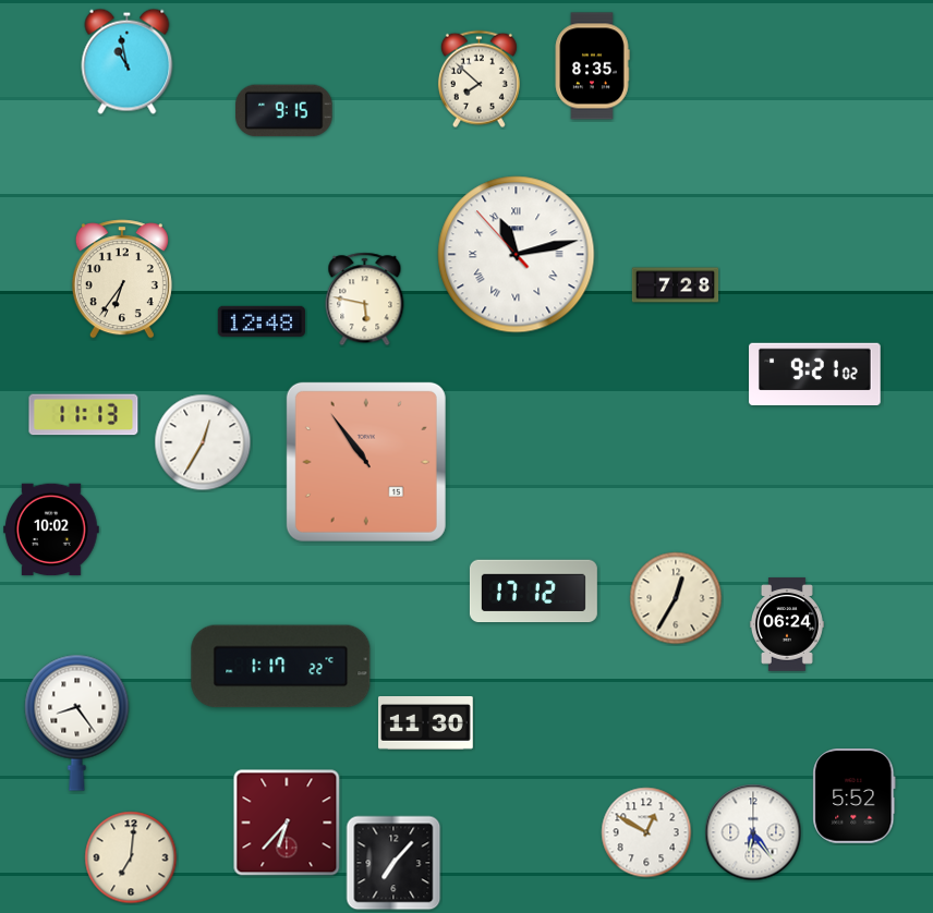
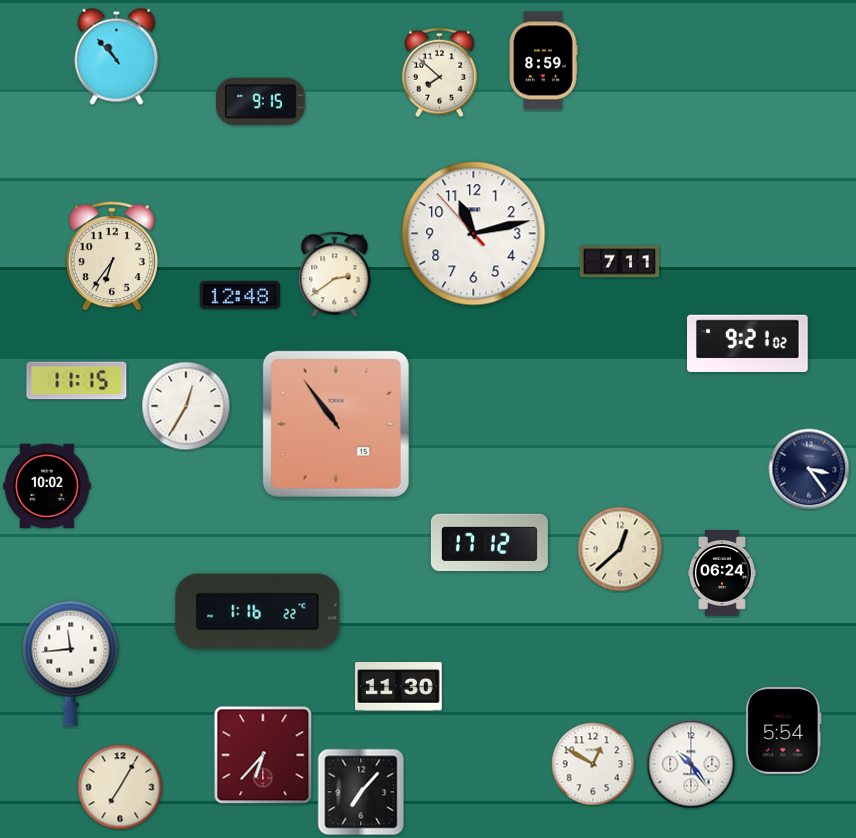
clock at (128, 61): 10:58 -> 10:53
clock at (592, 66): 8:35 -> 8:59
clock at (517, 255) numerals: Roman -> Arabic
clock at (676, 285): 7:28 -> 7:11
clock at (365, 300): 5:47 -> 2:39
clock at (84, 415): 11:13 -> 11:15
clock at (809, 469): none -> 3:24
clock at (676, 598): 12:35 -> 12:38
clock at (281, 667): 1:17 -> 1:16
clock at (77, 722): 8:24 -> 11:44
clock at (426, 723) position: (426, 723) -> (399, 687)
clock at (855, 796): 5:52 -> 5:54
clock at (753, 832): 6:24 -> 10:24
clock at (131, 857): 7:01 -> 7:05
